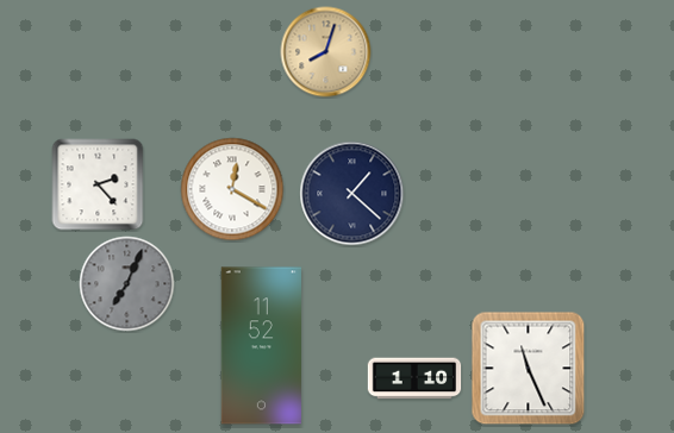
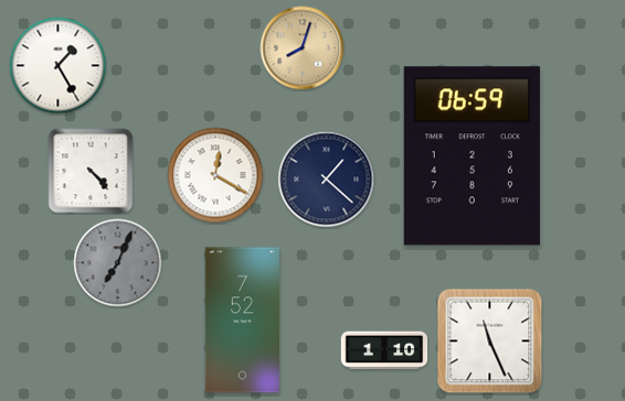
clock at (59, 66): none -> 1:25
clock at (472, 156): none -> 06:59
clock at (98, 184): 2:23 -> 4:23
clock at (261, 346): 11:52 -> 7:52
